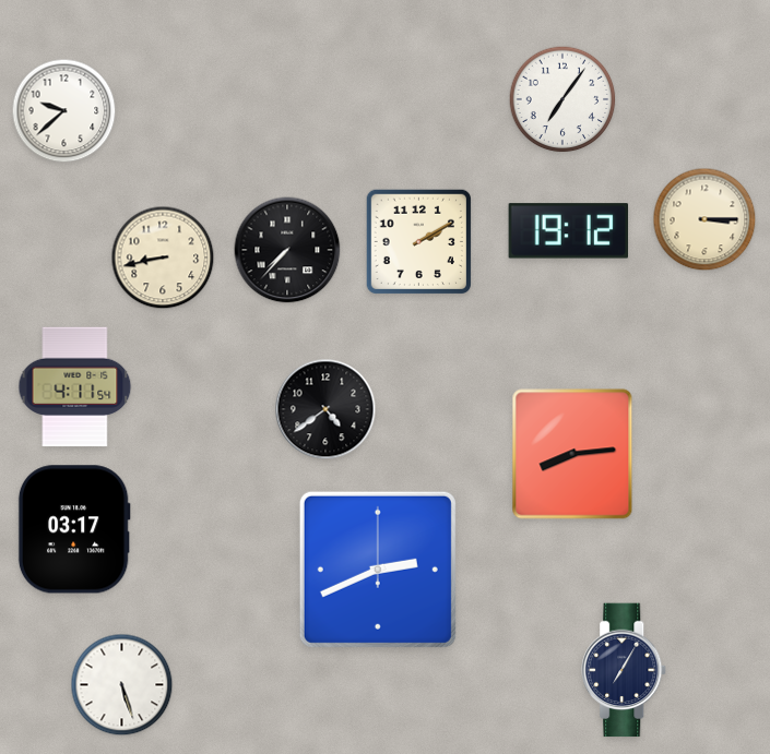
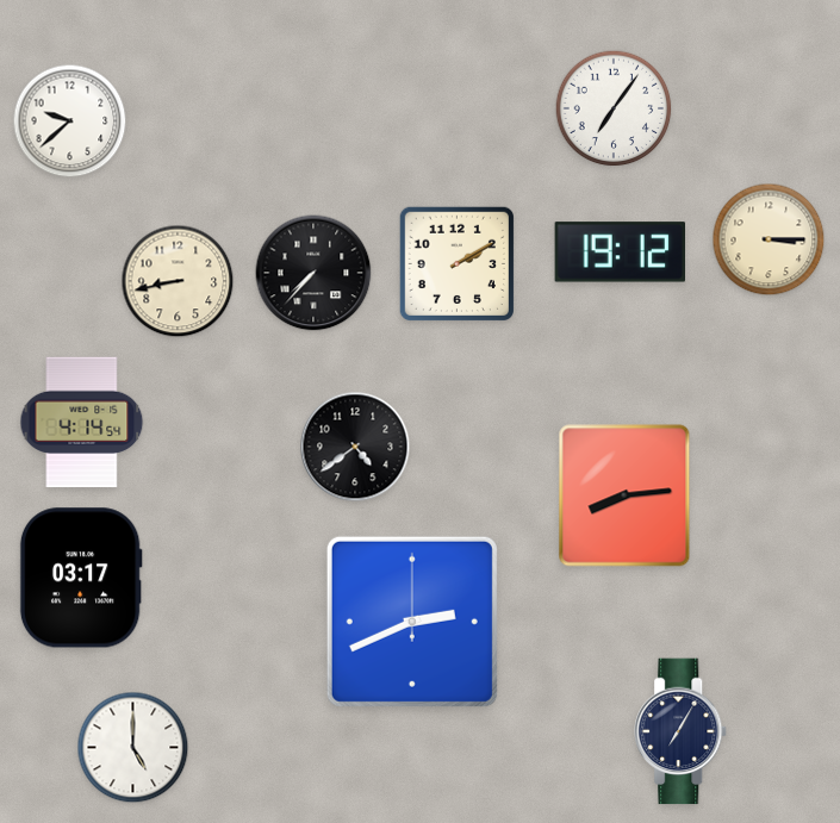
clock at (75, 387): 4:11 -> 4:14
clock at (122, 685): 5:27 -> 5:00
